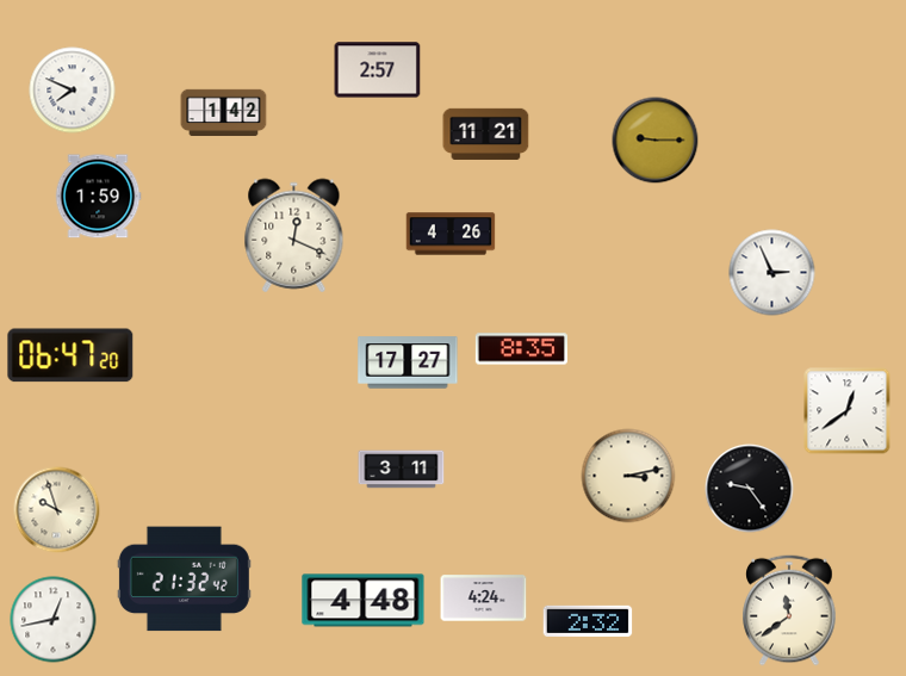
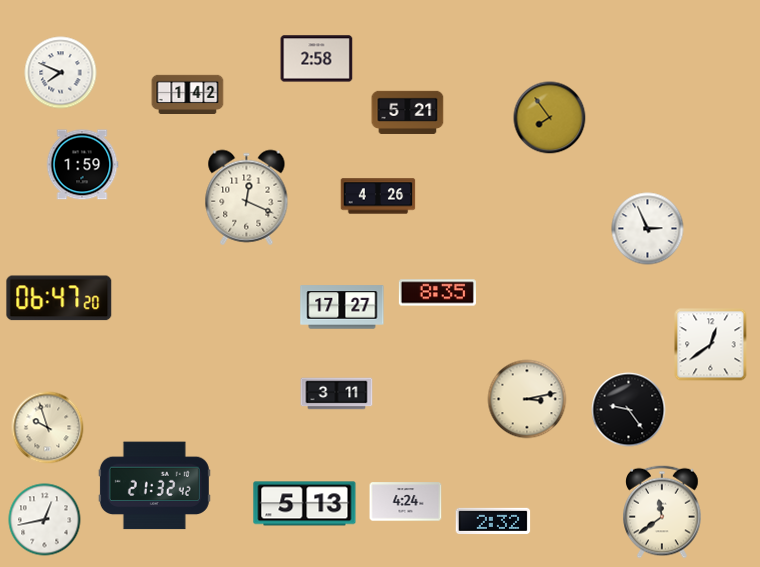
clock at (378, 70): 2:57 -> 2:58
clock at (73, 91) position: (73, 91) -> (61, 73)
clock at (486, 134): 11:21 -> 5:21
clock at (656, 141): 9:15 -> 7:54
clock at (408, 362) position: (408, 362) -> (342, 307)
clock at (364, 601): 4:48 -> 5:13
